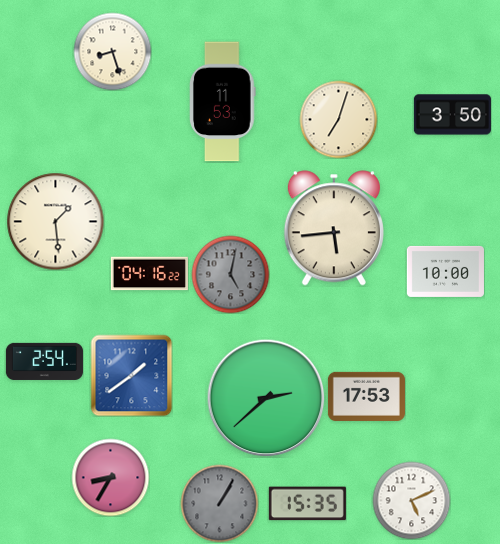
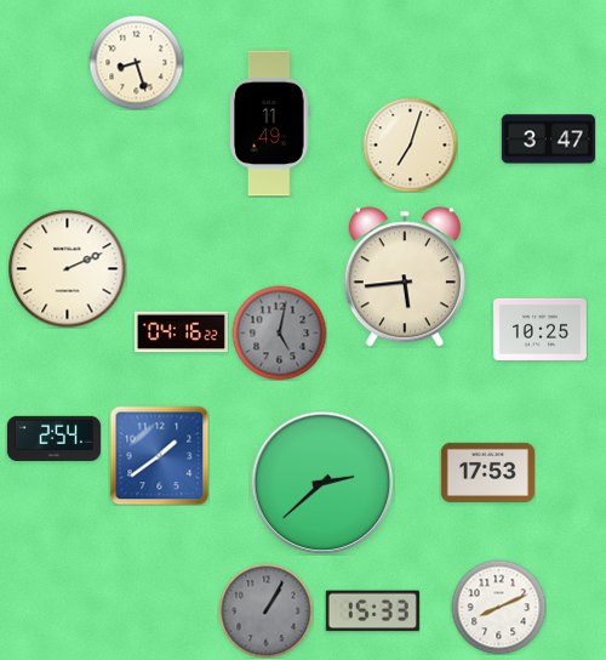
clock at (223, 102): 11:53 -> 11:49
clock at (452, 115): 3:50 -> 3:47
clock at (55, 221): 1:29 -> 2:11
clock at (445, 271): 10:00 -> 10:25
clock at (366, 396) position: (366, 396) -> (487, 472)
clock at (110, 477): 8:35 -> none
clock at (411, 500): 5:11 -> 8:11
clock at (307, 504): 15:35 -> 15:33
